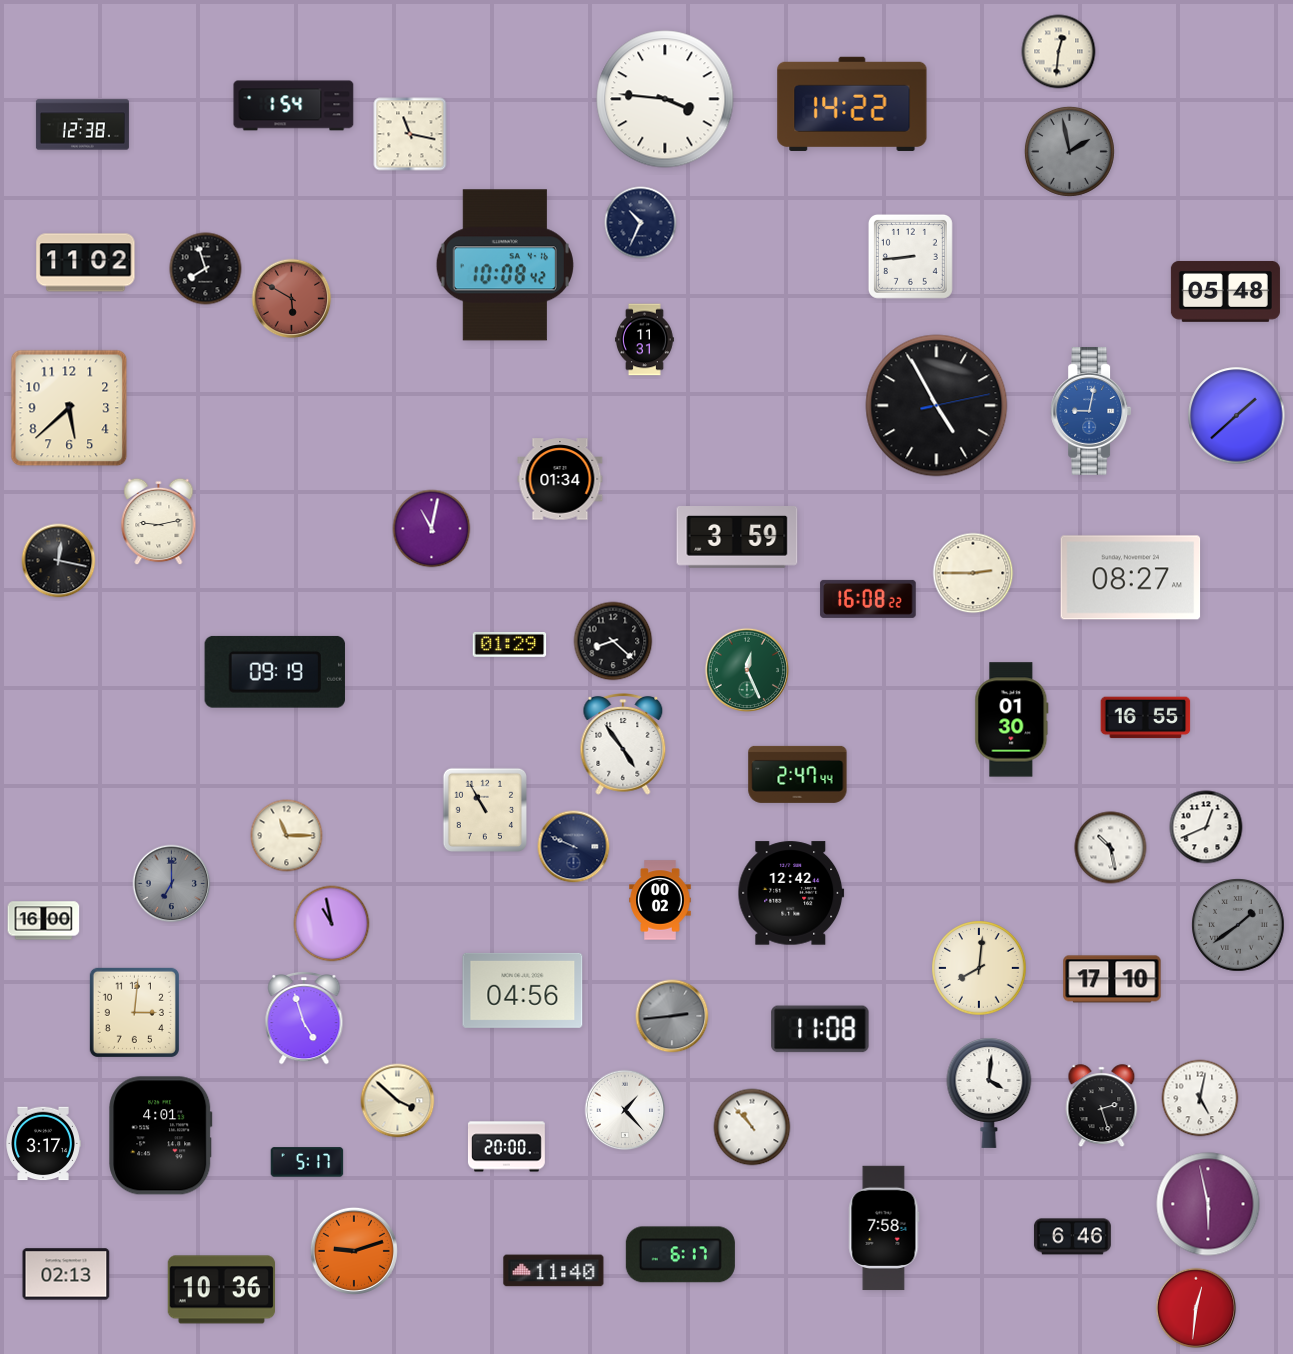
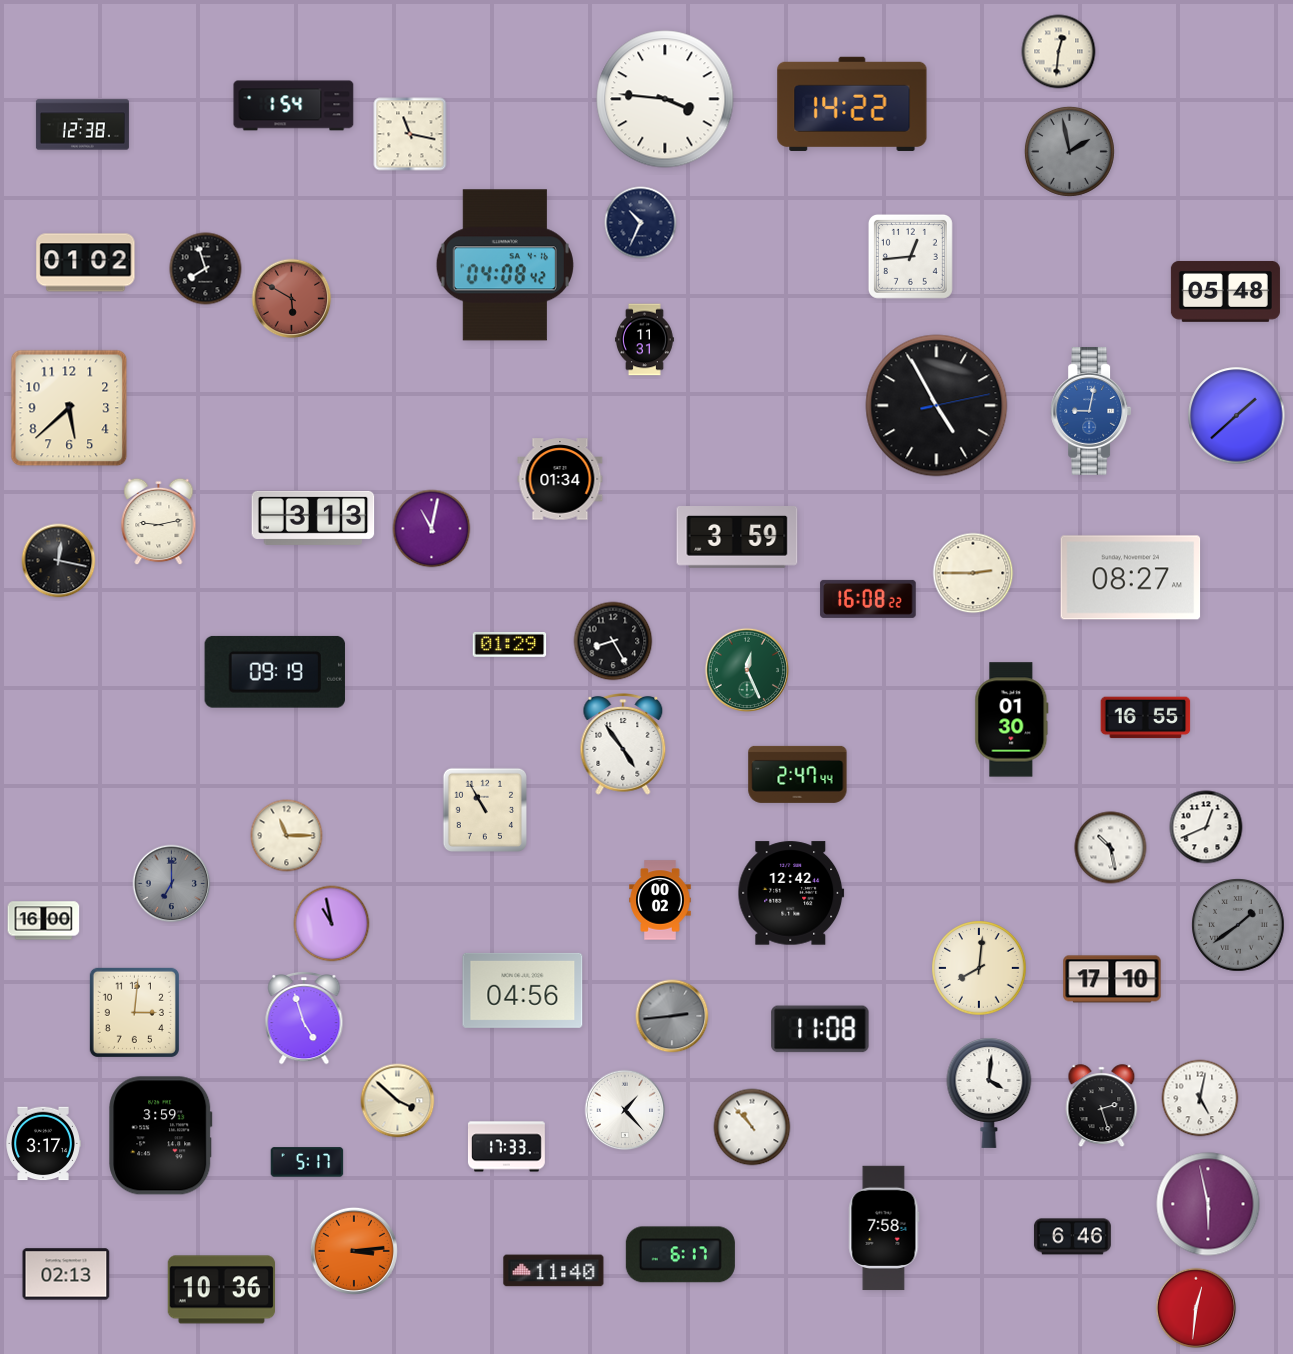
clock at (910, 256): 8:44 -> 12:44
clock at (86, 263): 11:02 -> 01:02
clock at (505, 265): 10:08 -> 04:08
clock at (313, 518): none -> 3:13
clock at (613, 641): 8:22 -> 8:25
clock at (574, 847): 9:49 -> none
clock at (161, 1136): 4:01 -> 3:59
clock at (506, 1147): 20:00 -> 17:33
clock at (354, 1251): 9:12 -> 3:14
